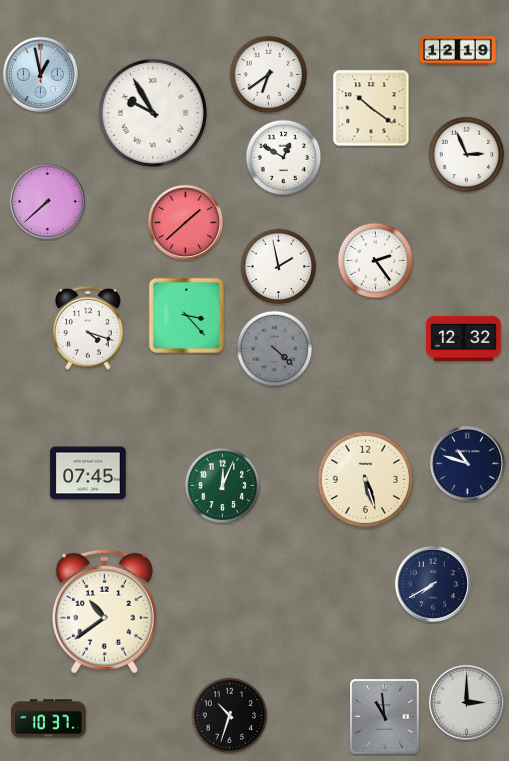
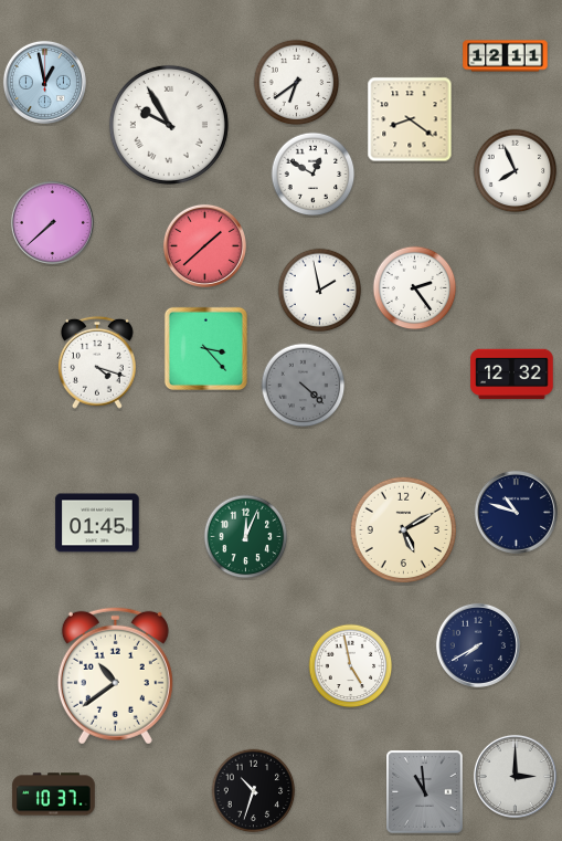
clock at (458, 51): 12:19 -> 12:11
clock at (371, 108): 10:21 -> 8:21
clock at (467, 155): 2:56 -> 7:56
clock at (279, 267) position: (279, 267) -> (320, 291)
clock at (88, 473): 07:45 -> 01:45
clock at (365, 479): 5:27 -> 5:10
clock at (351, 666): none -> 4:58
